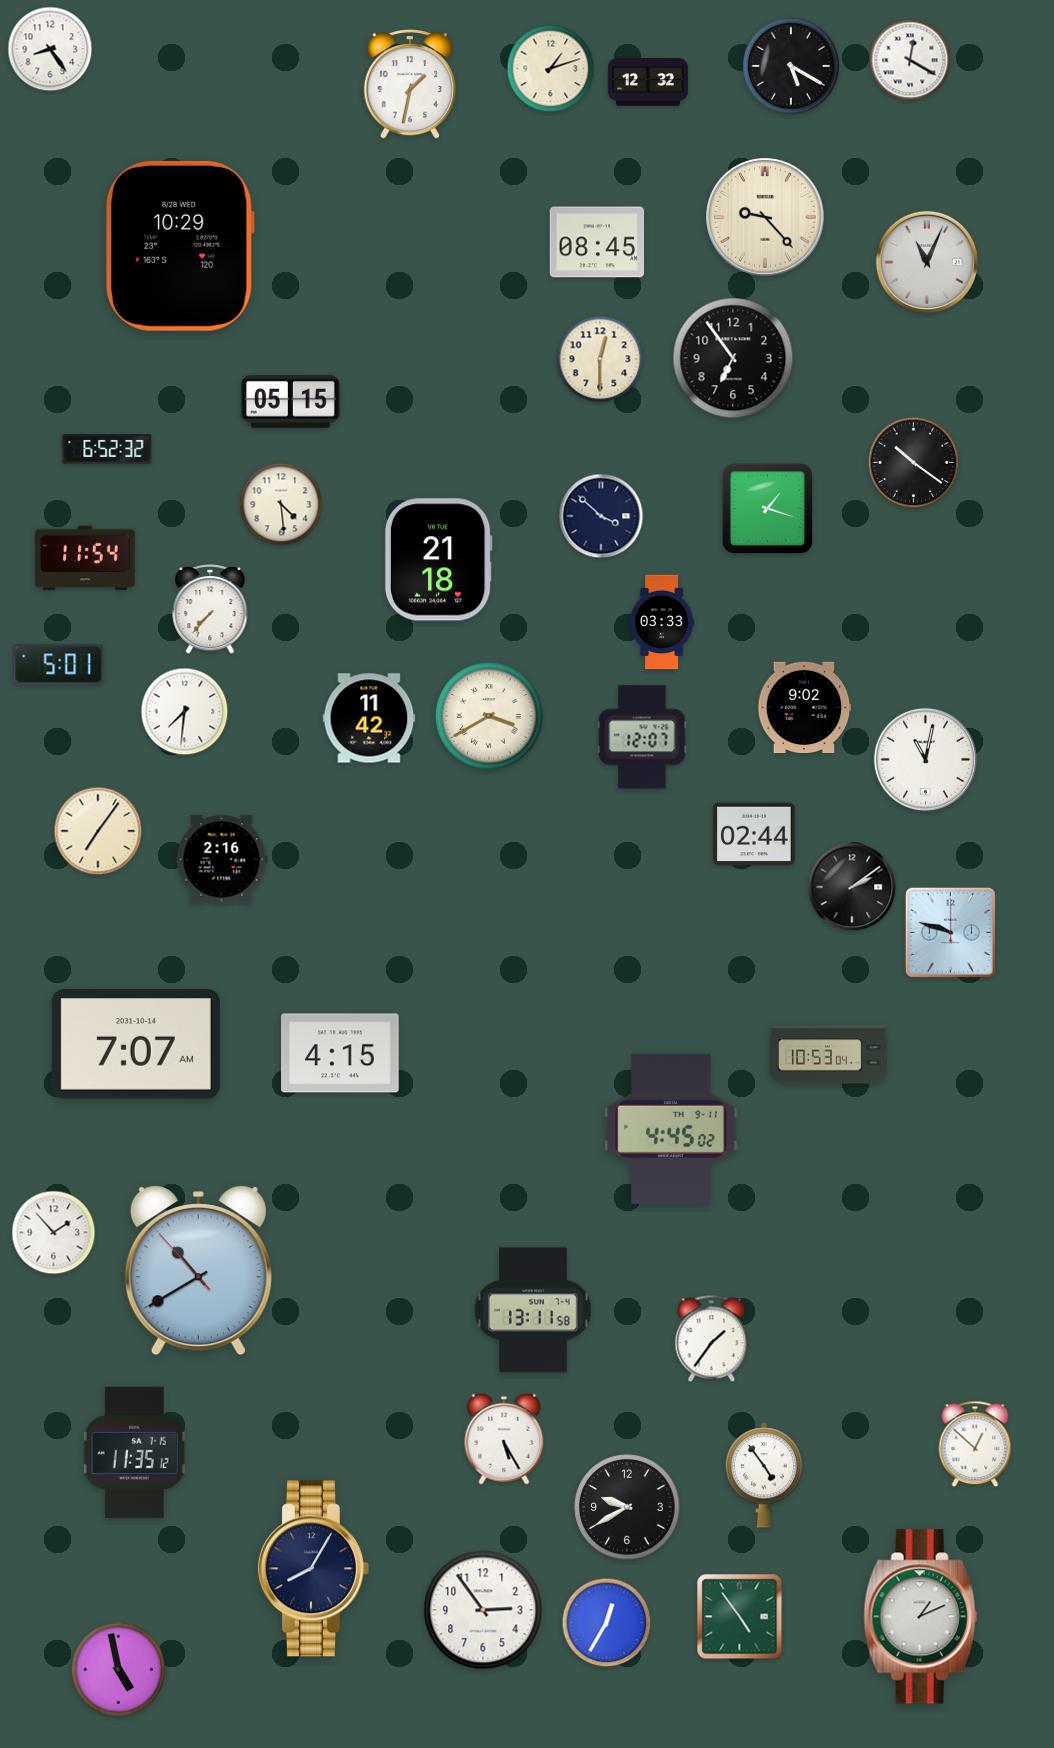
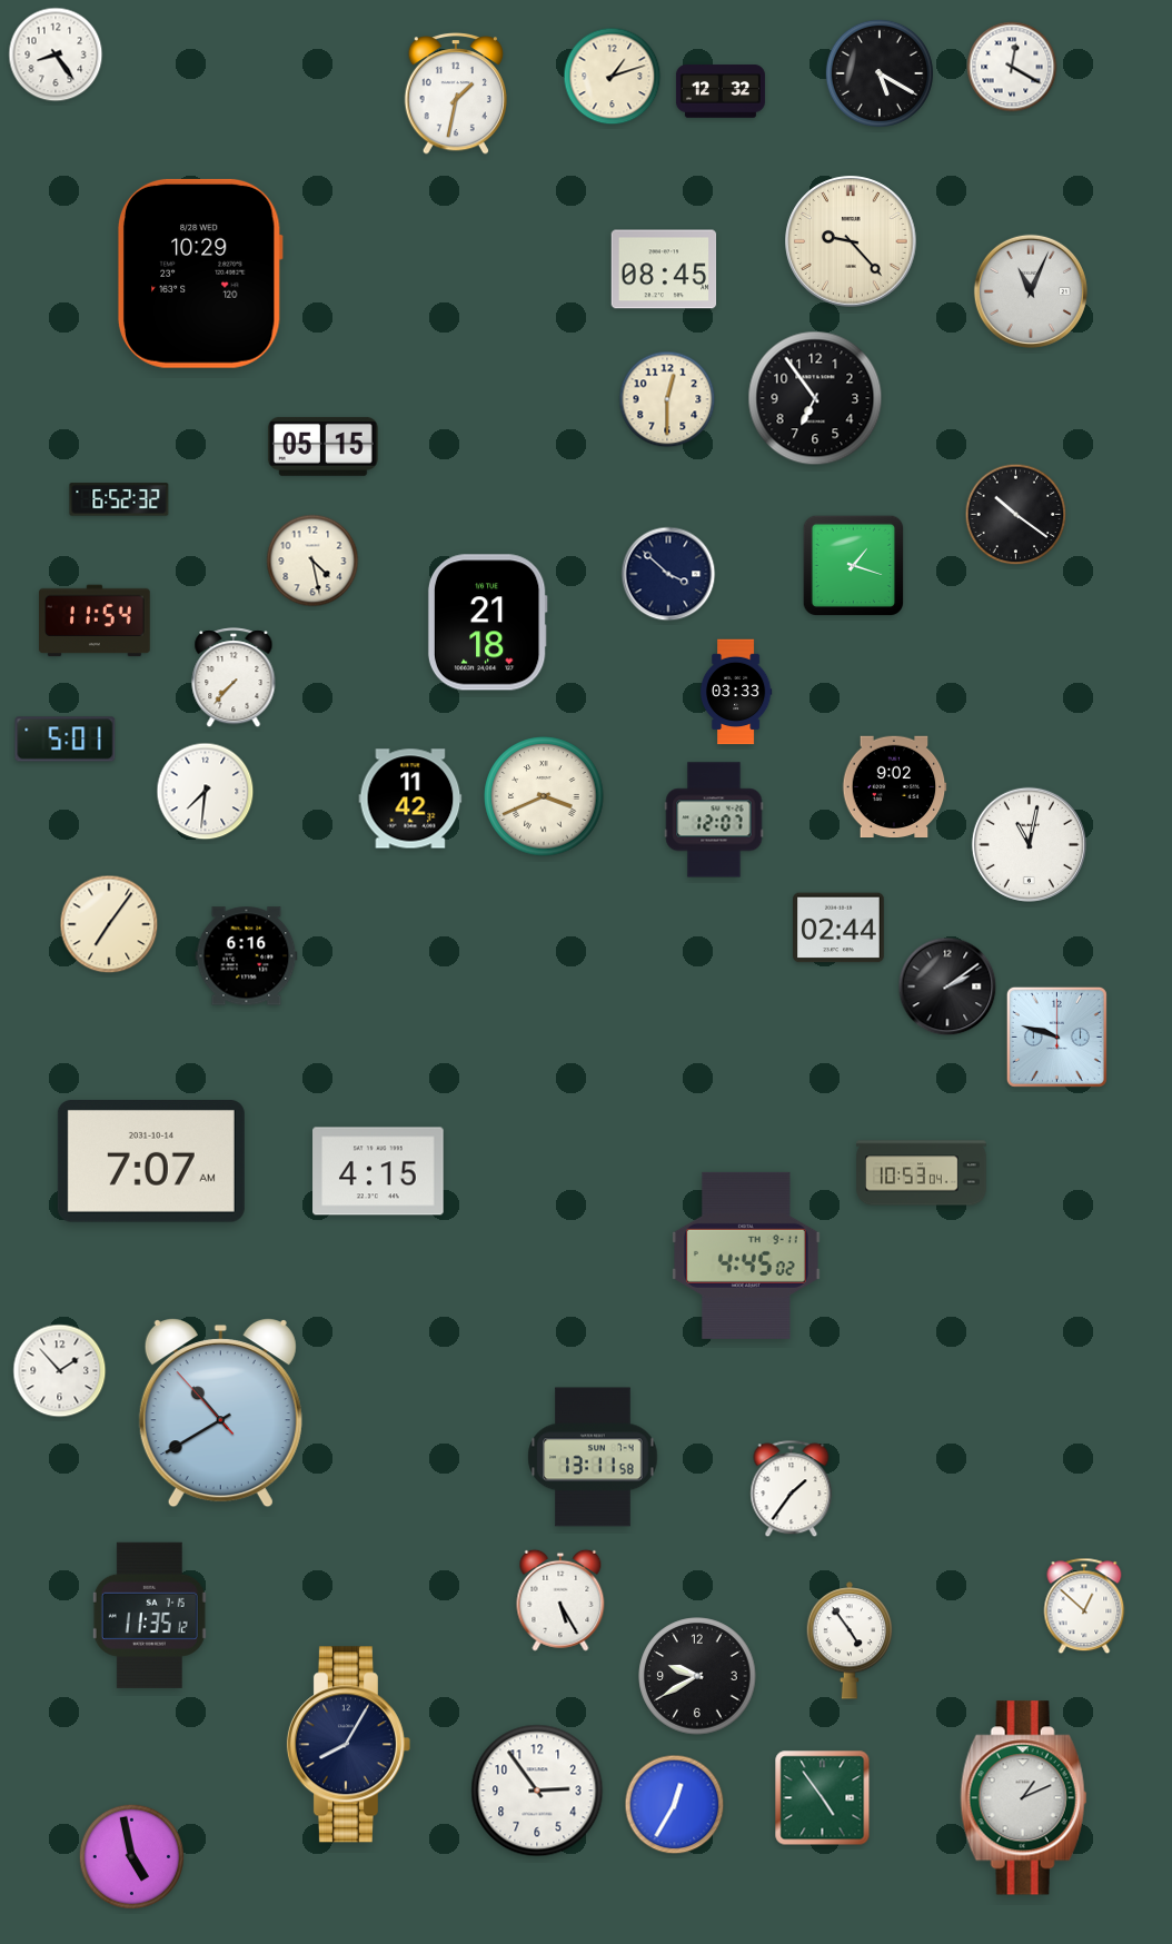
clock at (281, 504): 4:29 -> 4:28
clock at (489, 716): 3:40 -> 3:41
clock at (222, 860): 2:16 -> 6:16
